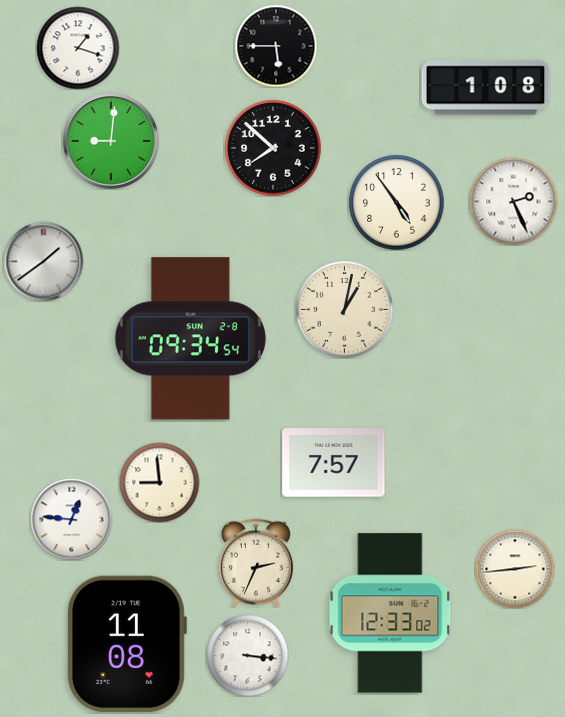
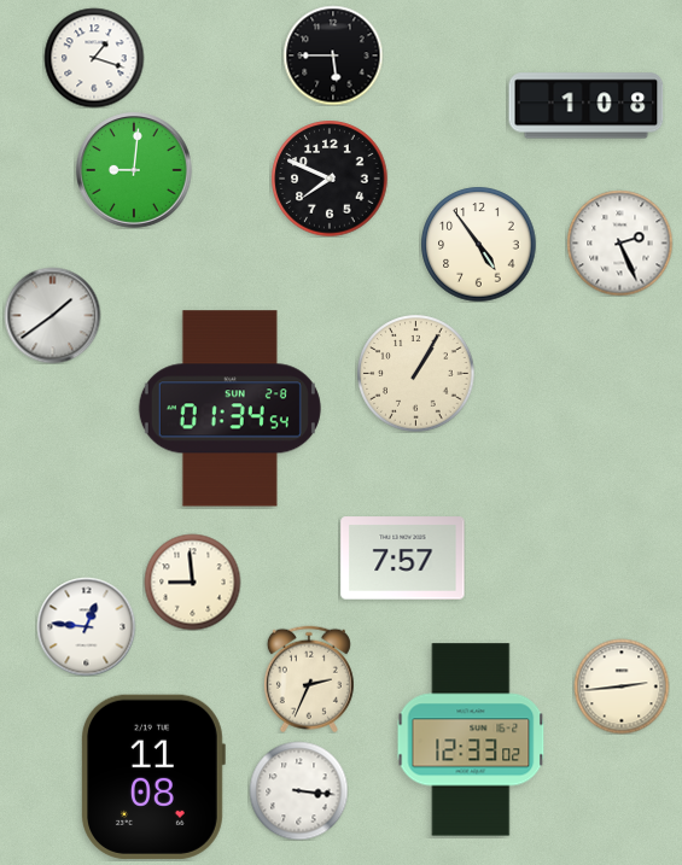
clock at (273, 148): 7:52 -> 7:49
clock at (345, 310): 1:02 -> 1:05
clock at (190, 339): 09:34 -> 01:34
